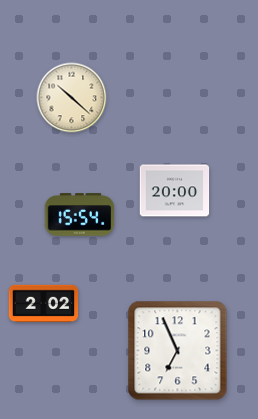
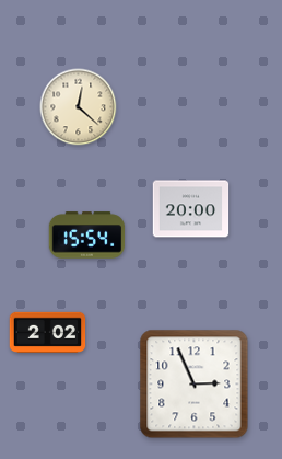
clock at (72, 98): 10:22 -> 12:22
clock at (178, 351): 6:56 -> 2:56
